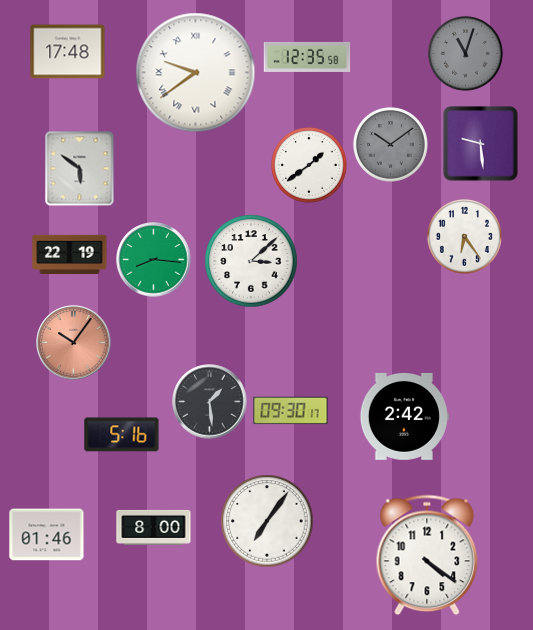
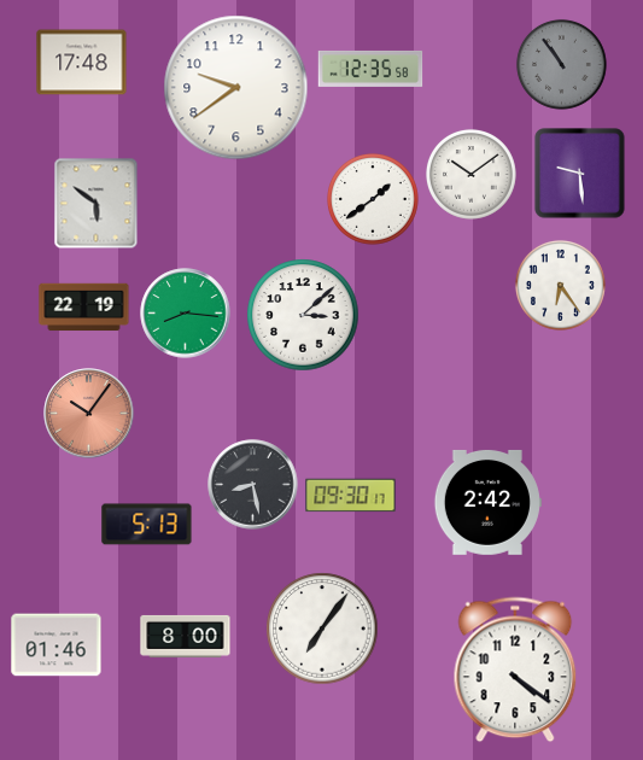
clock at (465, 53): 11:03 -> 10:54
clock at (196, 73) numerals: Roman -> Arabic
clock at (390, 144) dial: grey -> white
clock at (210, 402): 1:29 -> 8:28
clock at (122, 435): 5:16 -> 5:13
